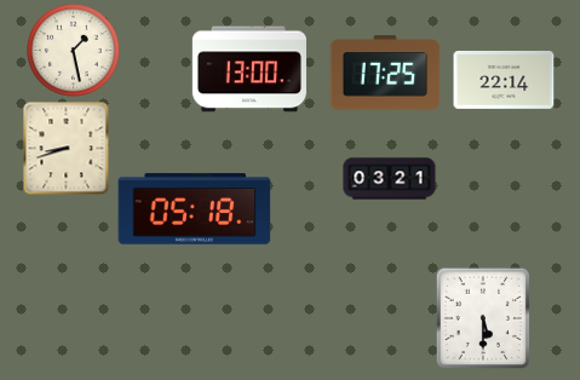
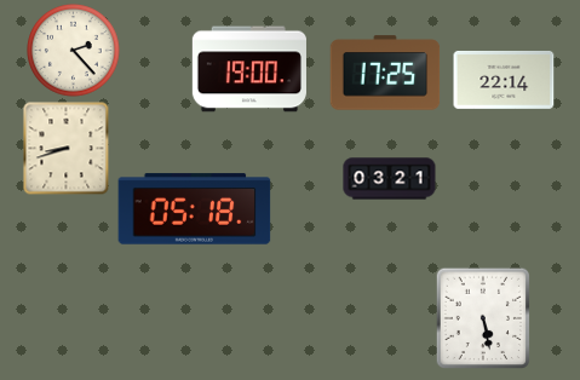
clock at (74, 51): 1:28 -> 2:23
clock at (249, 69): 13:00 -> 19:00
clock at (482, 318): 5:30 -> 5:28
